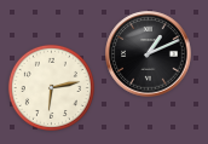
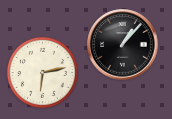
clock at (149, 54): 1:11 -> 1:07
